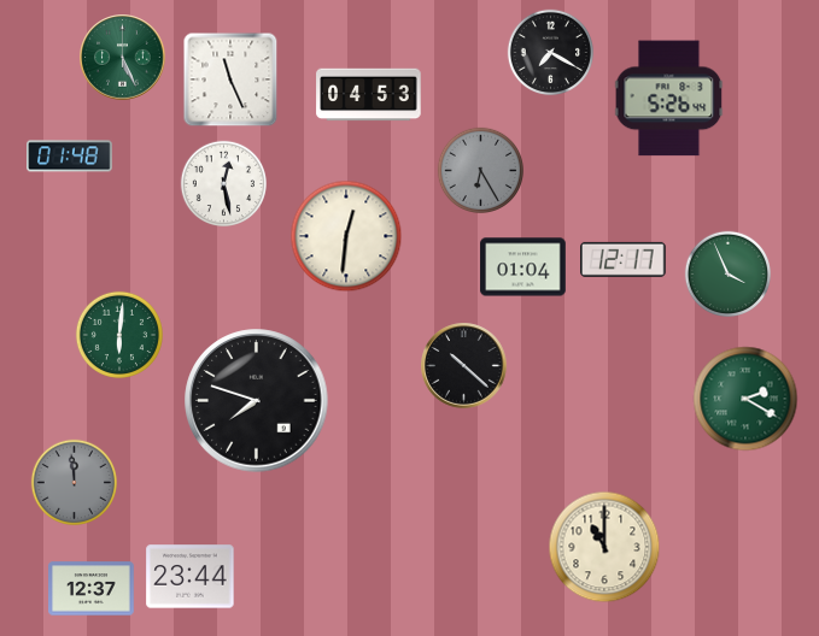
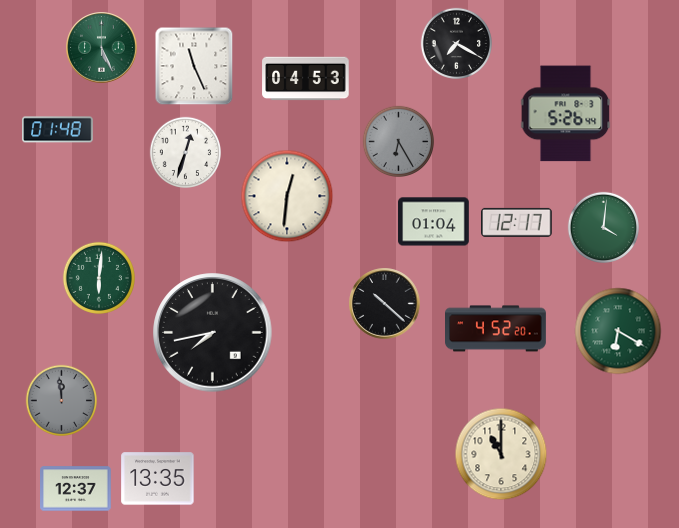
clock at (230, 79) position: (230, 79) -> (194, 66)
clock at (669, 99) position: (669, 99) -> (566, 114)
clock at (223, 183): 12:28 -> 12:33
clock at (624, 259) position: (624, 259) -> (517, 222)
clock at (727, 273): 3:56 -> 4:01
clock at (496, 329): none -> 4:52
clock at (745, 399): 2:20 -> 6:20
clock at (257, 401): 7:48 -> 7:43
clock at (191, 577): 23:44 -> 13:35
